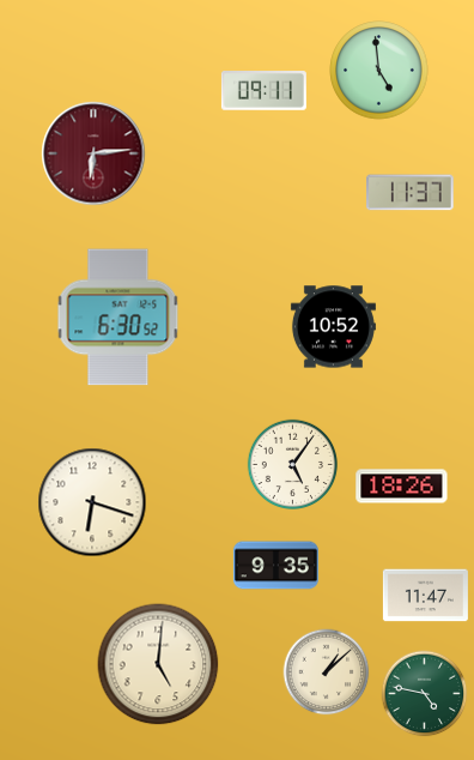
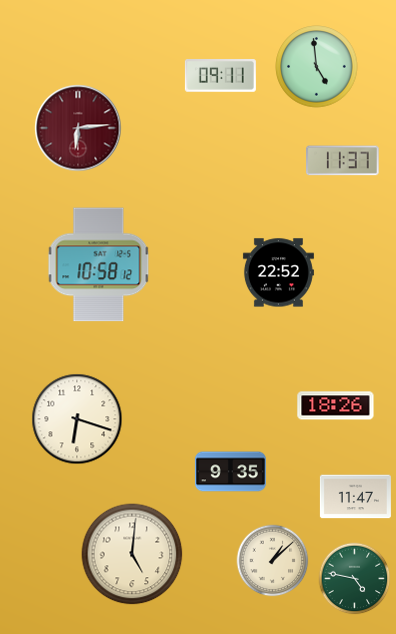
clock at (379, 71) position: (379, 71) -> (317, 67)
clock at (118, 318): 6:30 -> 10:58
clock at (333, 327): 10:52 -> 22:52
clock at (292, 464): 5:06 -> none
